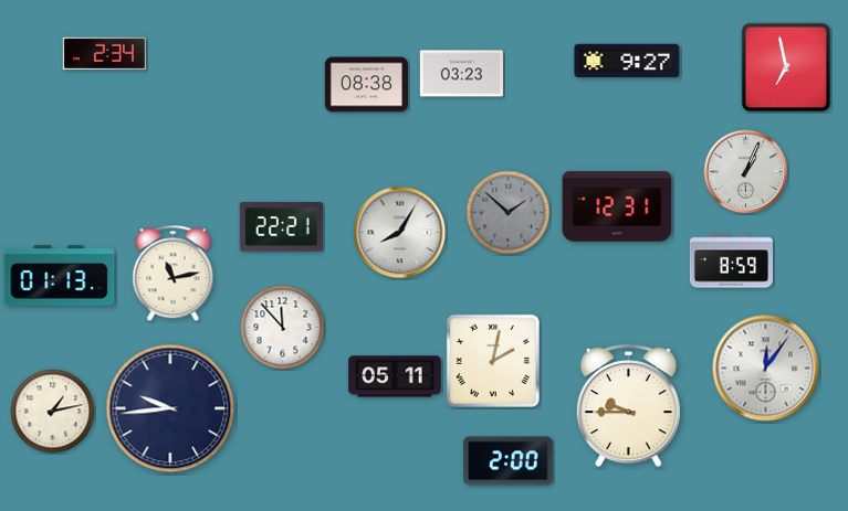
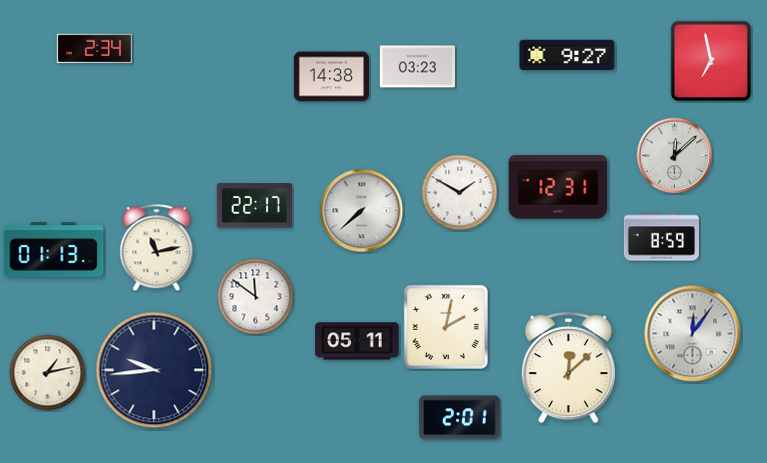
clock at (366, 85): 08:38 -> 14:38
clock at (746, 172): 1:04 -> 12:08
clock at (509, 213): 1:52 -> 1:50
clock at (509, 213) dial: grey -> white
clock at (281, 227): 22:21 -> 22:17
clock at (400, 233): 8:05 -> 7:38
clock at (283, 328): 11:53 -> 11:51
clock at (628, 406): 9:45 -> 12:08
clock at (509, 461): 2:00 -> 2:01
